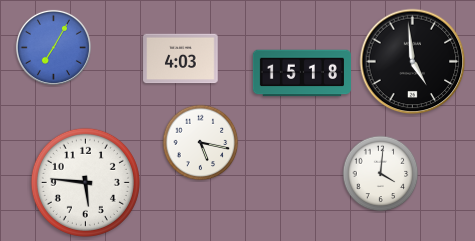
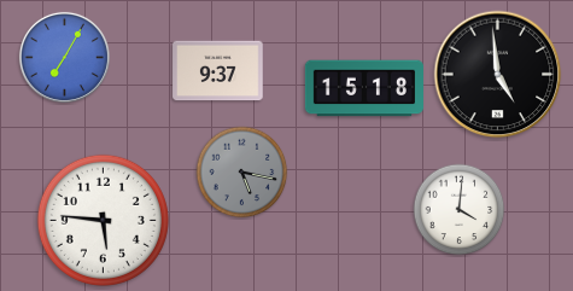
clock at (181, 59): 4:03 -> 9:37
clock at (201, 143) dial: white -> grey
